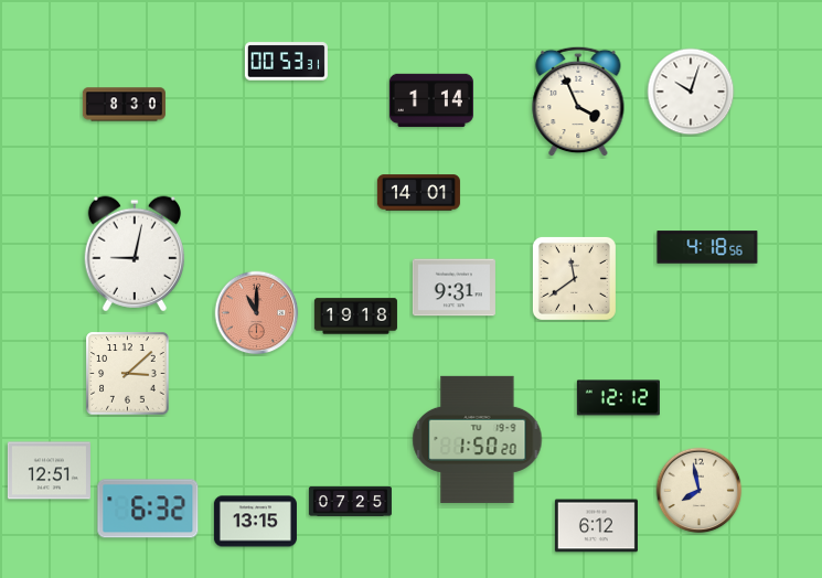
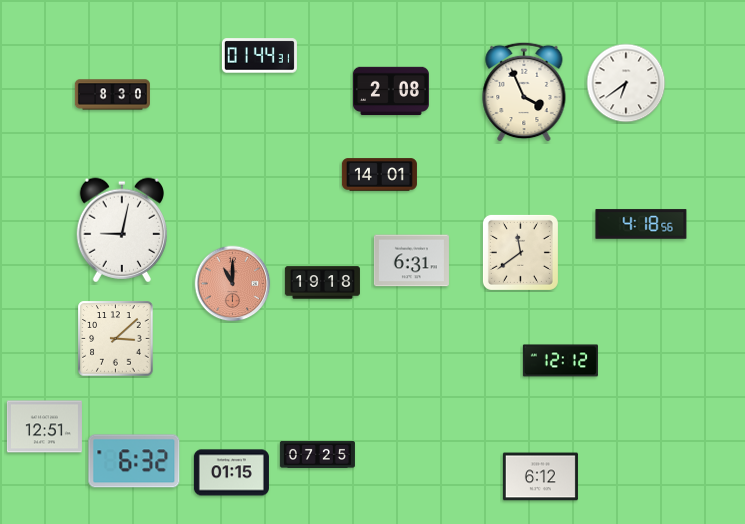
clock at (286, 62): 00:53 -> 01:44
clock at (691, 92): 10:03 -> 6:39
clock at (431, 100): 1:14 -> 2:08
clock at (453, 288): 9:31 -> 6:31
clock at (355, 317) position: (355, 317) -> (322, 283)
clock at (478, 439): 1:50 -> none
clock at (700, 491): 7:58 -> none
clock at (255, 522): 13:15 -> 01:15
